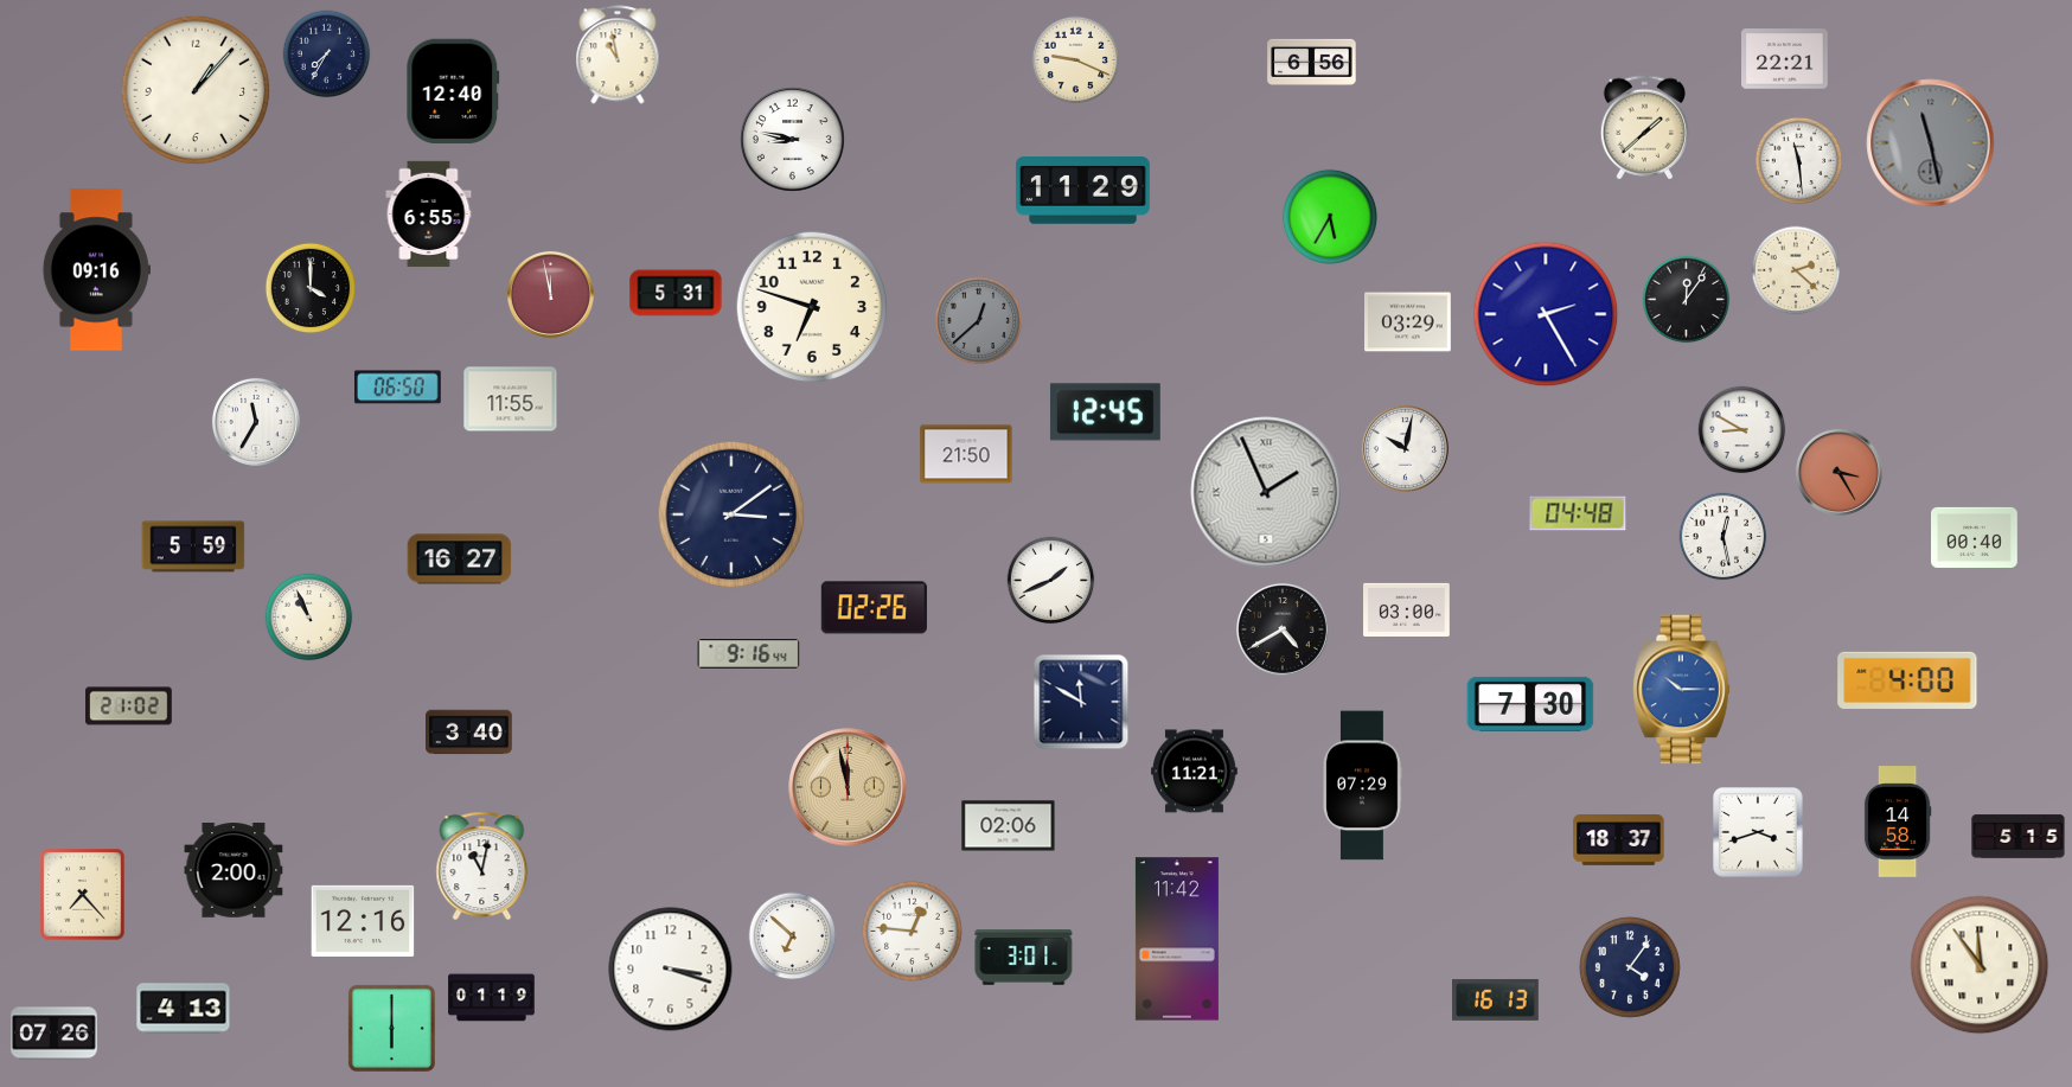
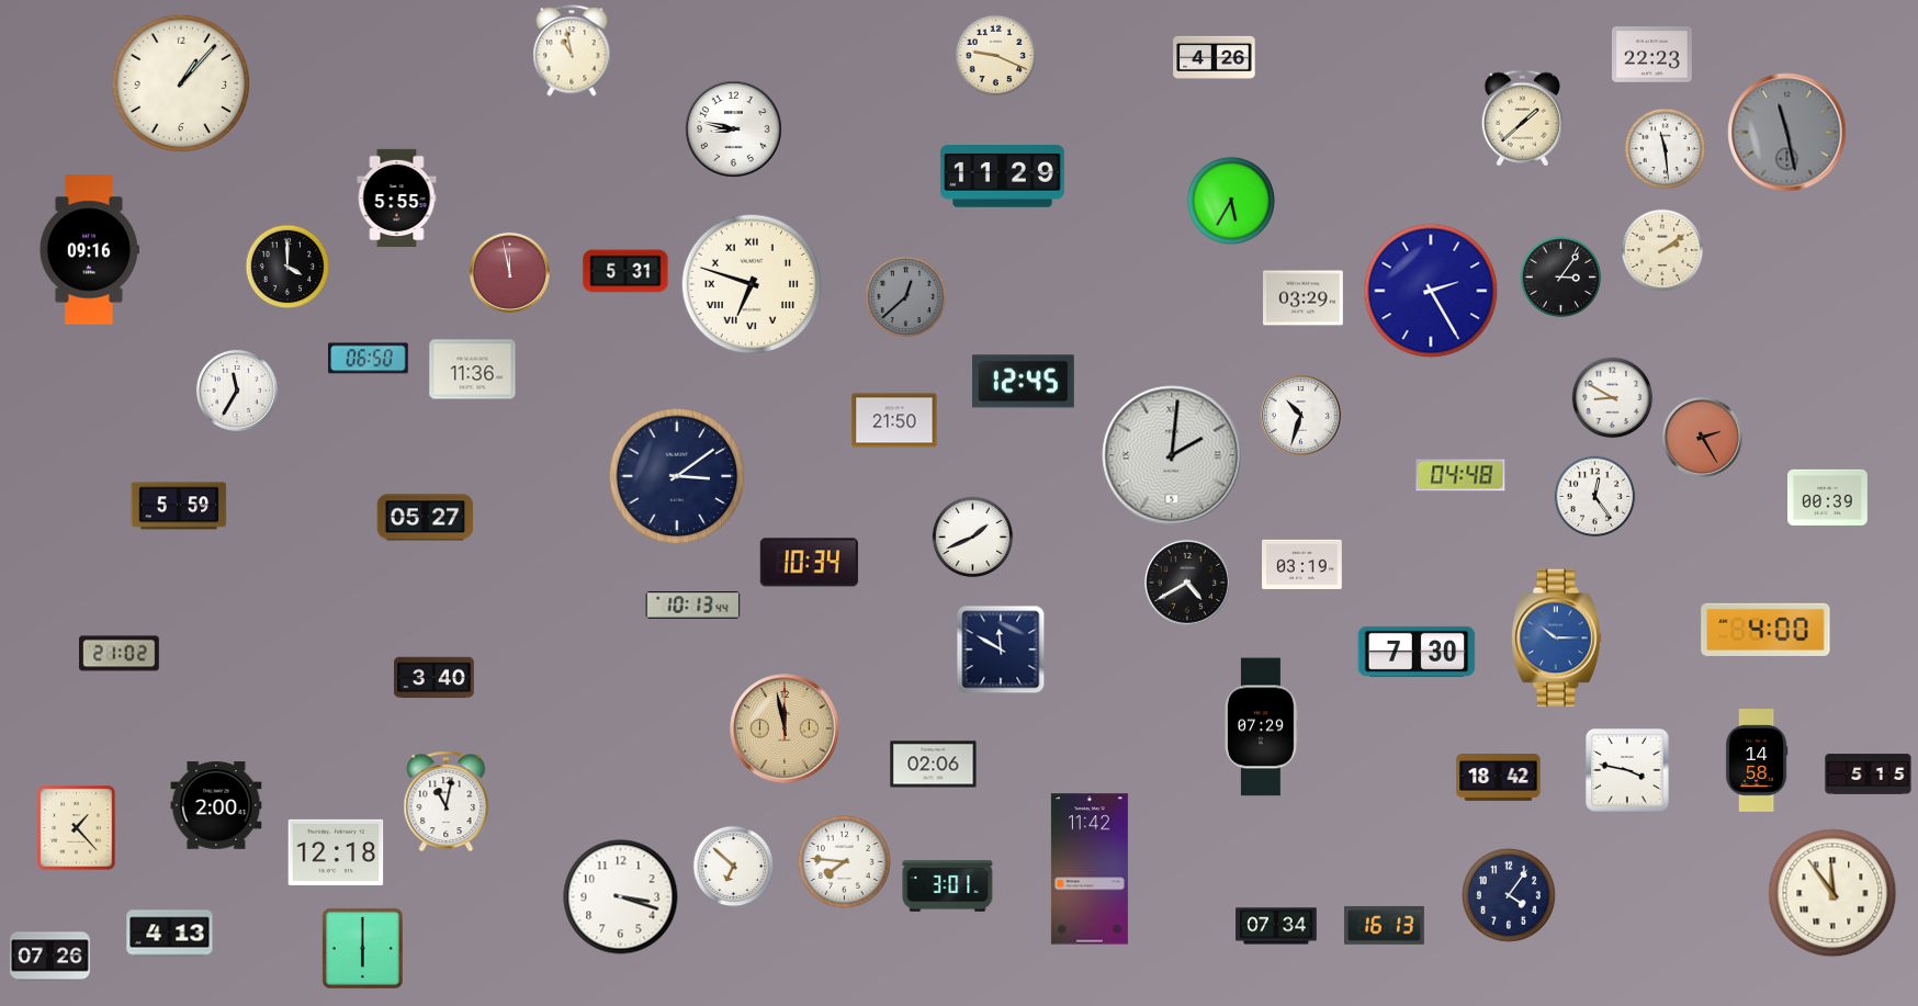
clock at (327, 55): 7:35 -> none
clock at (1785, 59): 22:21 -> 22:23
clock at (1312, 62): 6:56 -> 4:26
clock at (453, 90): 12:40 -> none
clock at (429, 213): 6:55 -> 5:55
clock at (1796, 270): 2:22 -> 2:09
clock at (1687, 300): 12:06 -> 3:06
clock at (812, 307) numerals: Arabic -> Roman
clock at (511, 399): 11:55 -> 11:36
clock at (1405, 448): 10:02 -> 10:33
clock at (1838, 472): 3:25 -> 2:25
clock at (1266, 492): 1:56 -> 2:01
clock at (1724, 537): 12:28 -> 12:24
clock at (1975, 537): 00:40 -> 00:39
clock at (460, 560): 16:27 -> 05:27
clock at (874, 608): 02:26 -> 10:34
clock at (1407, 609): 03:00 -> 03:19
clock at (309, 618): 10:56 -> none
clock at (749, 654): 9:16 -> 10:13
clock at (1195, 772): 11:21 -> none
clock at (1758, 832): 3:42 -> 3:47
clock at (1619, 840): 18:37 -> 18:42
clock at (83, 895): 7:23 -> 1:23
clock at (363, 921): 12:16 -> 12:18
clock at (912, 931): 12:46 -> 7:46
clock at (492, 998): 01:19 -> none
clock at (1276, 926): none -> 07:34
clock at (391, 1028) position: (391, 1028) -> (362, 948)
